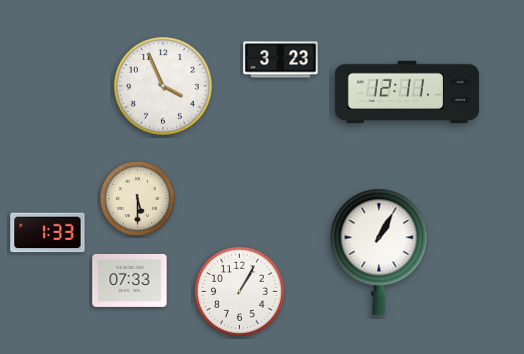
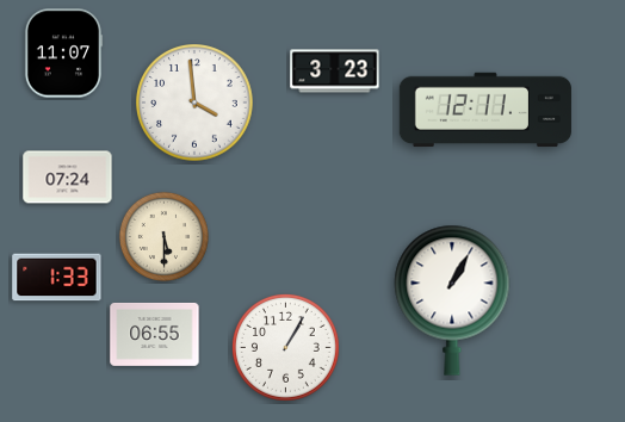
clock at (63, 54): none -> 11:07
clock at (163, 86): 3:56 -> 3:59
clock at (68, 178): none -> 07:24
clock at (130, 280): 07:33 -> 06:55
